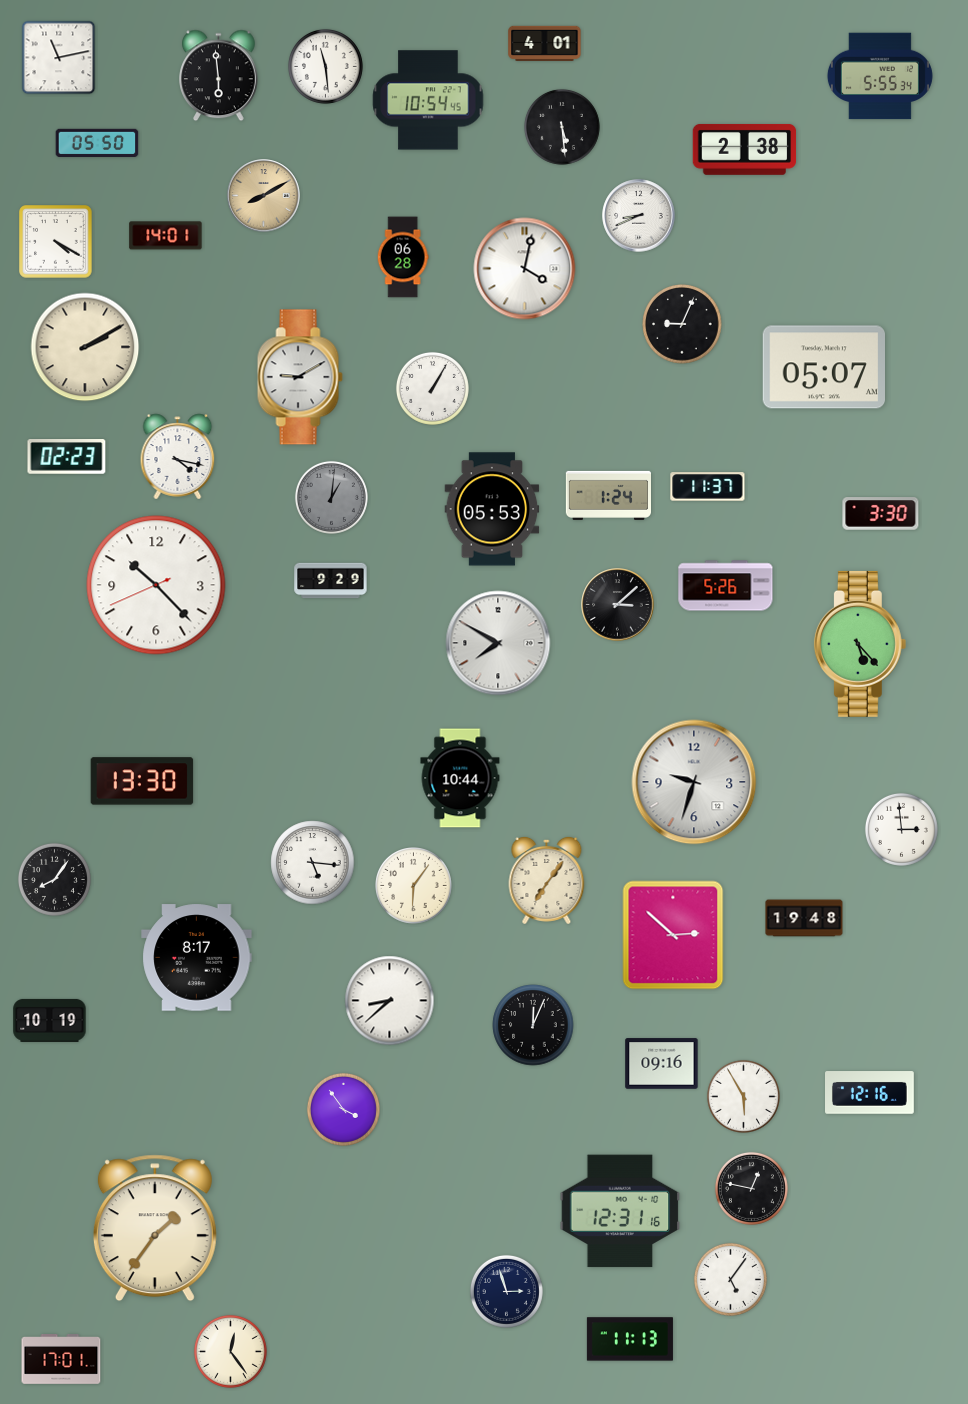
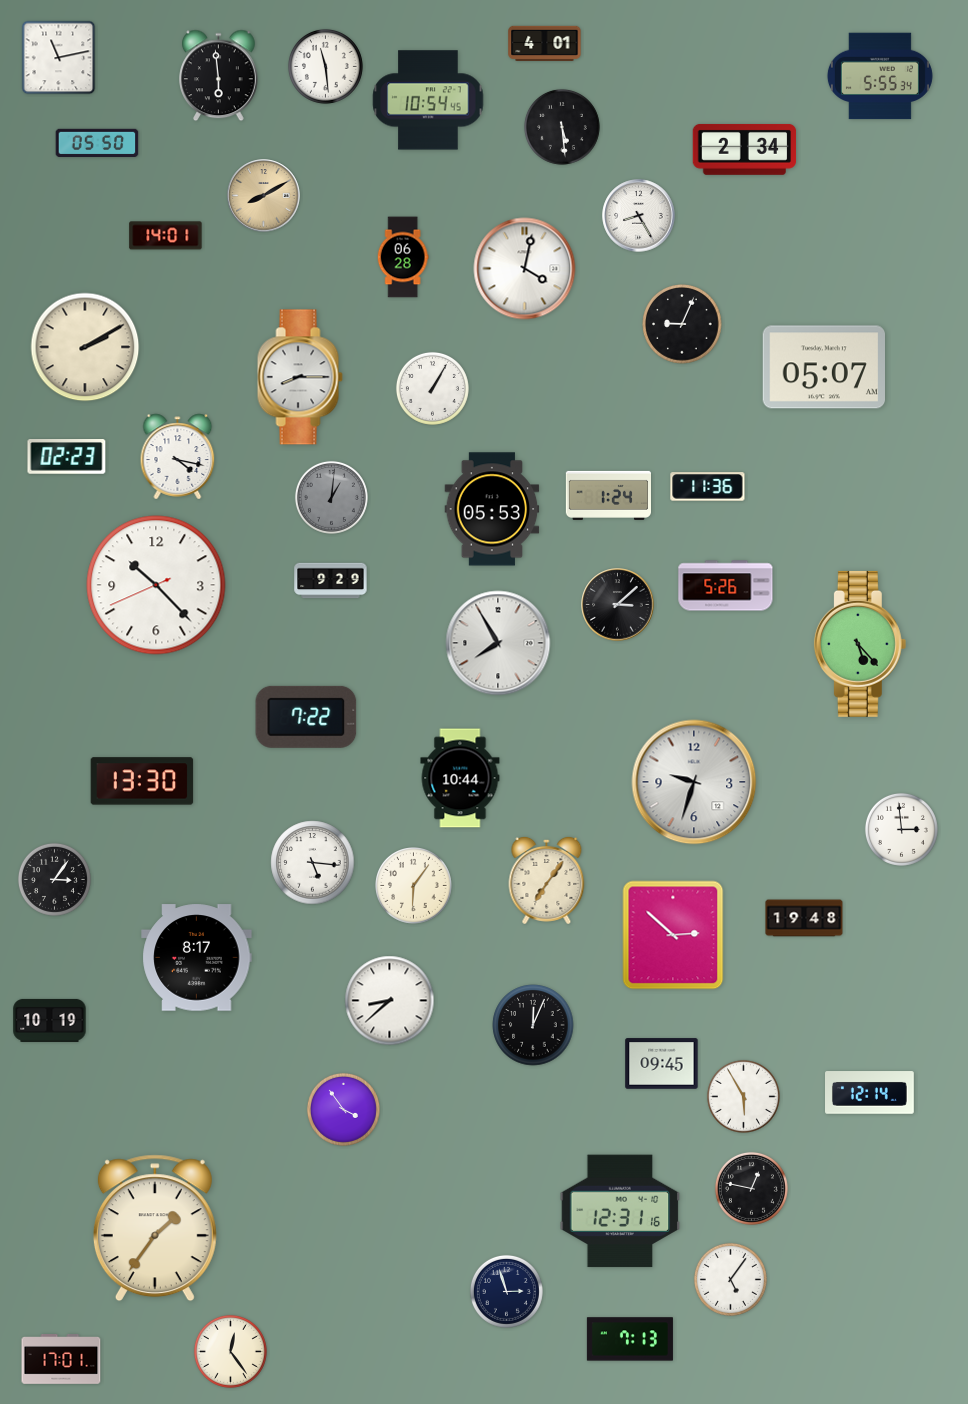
clock at (745, 149): 2:38 -> 2:34
clock at (639, 216): 8:41 -> 8:25
clock at (56, 242): 4:20 -> none
clock at (300, 377): 9:10 -> 8:15
clock at (708, 487): 11:37 -> 11:36
clock at (881, 514): 3:30 -> none
clock at (498, 643): 7:50 -> 7:55
clock at (306, 717): none -> 7:22
clock at (54, 879): 8:06 -> 3:06
clock at (662, 1064): 09:16 -> 09:45
clock at (870, 1093): 12:16 -> 12:14
clock at (630, 1339): 11:13 -> 7:13
